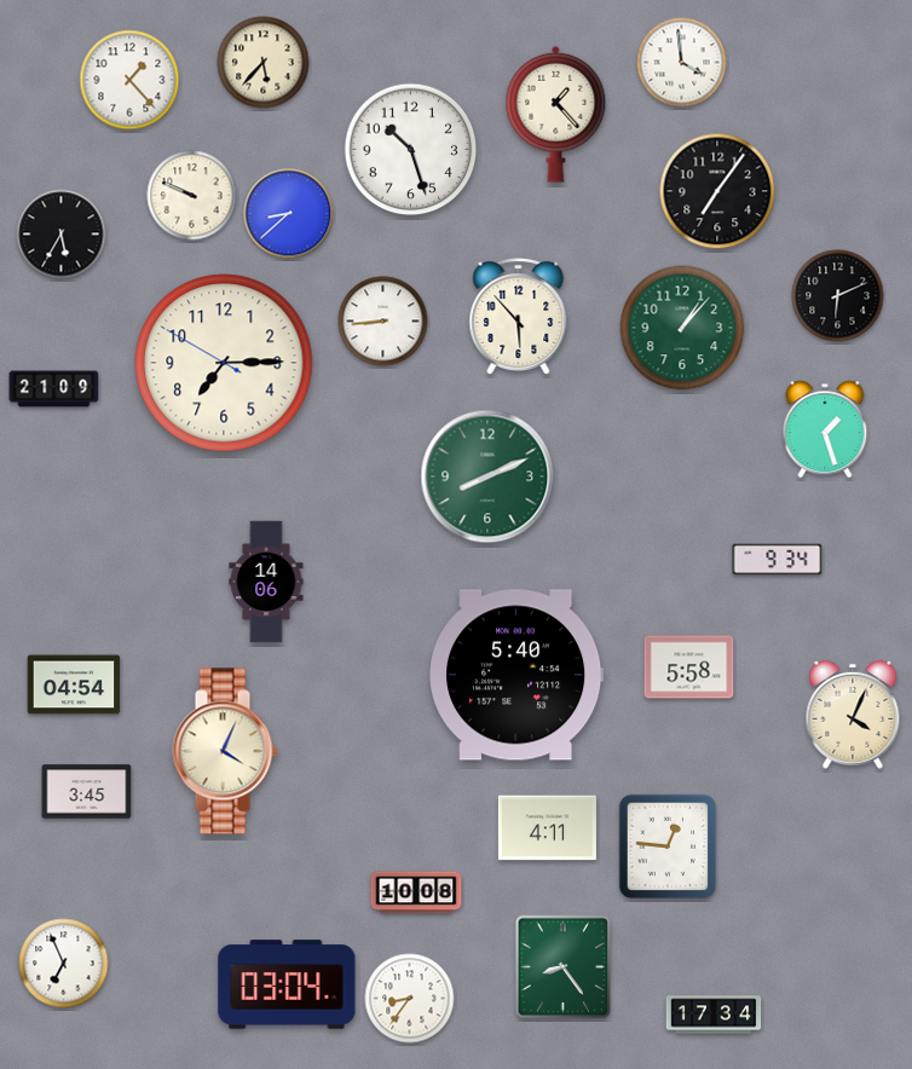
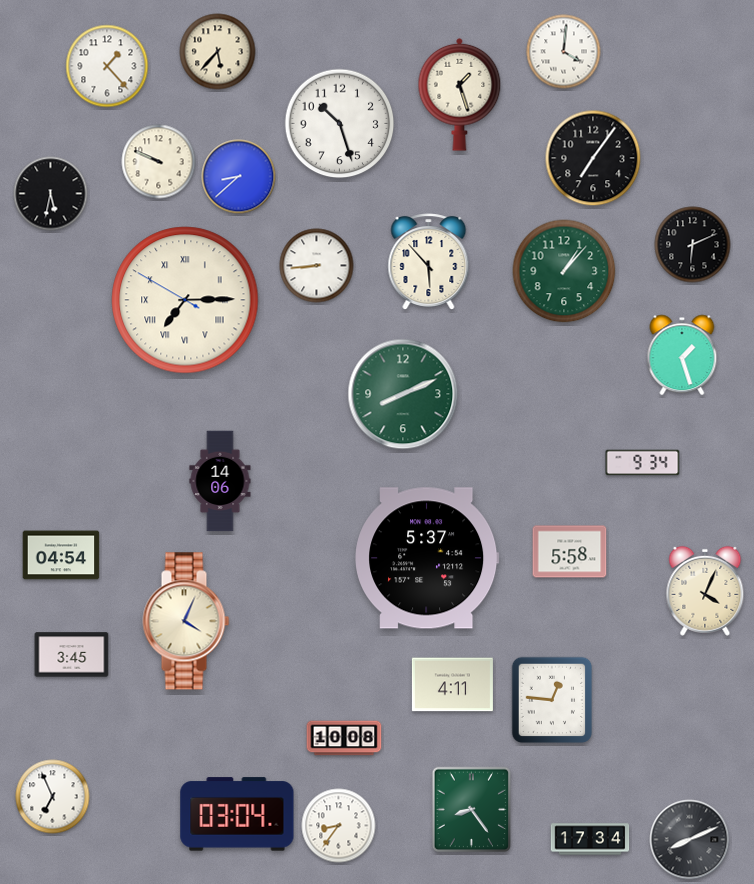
clock at (682, 63): 3:59 -> 4:01
clock at (556, 114): 1:23 -> 1:27
clock at (62, 235): 5:35 -> 5:32
clock at (224, 363) numerals: Arabic -> Roman
clock at (54, 389): 21:09 -> none
clock at (516, 675): 5:40 -> 5:37
clock at (74, 684) position: (74, 684) -> (61, 555)
clock at (564, 967) position: (564, 967) -> (472, 810)
clock at (690, 840): none -> 8:11
